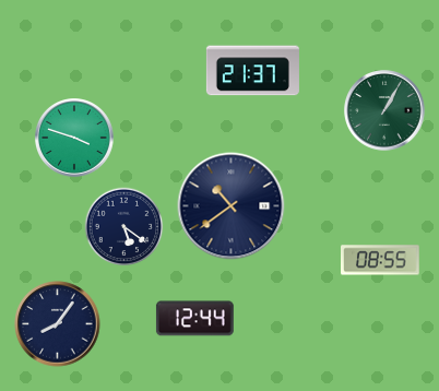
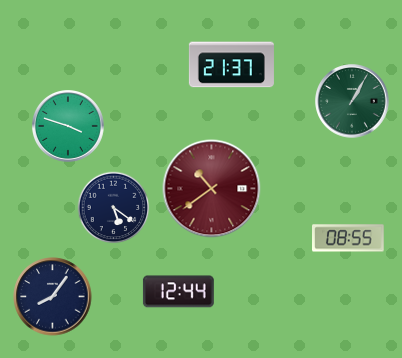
clock at (232, 206) dial: navy -> burgundy
